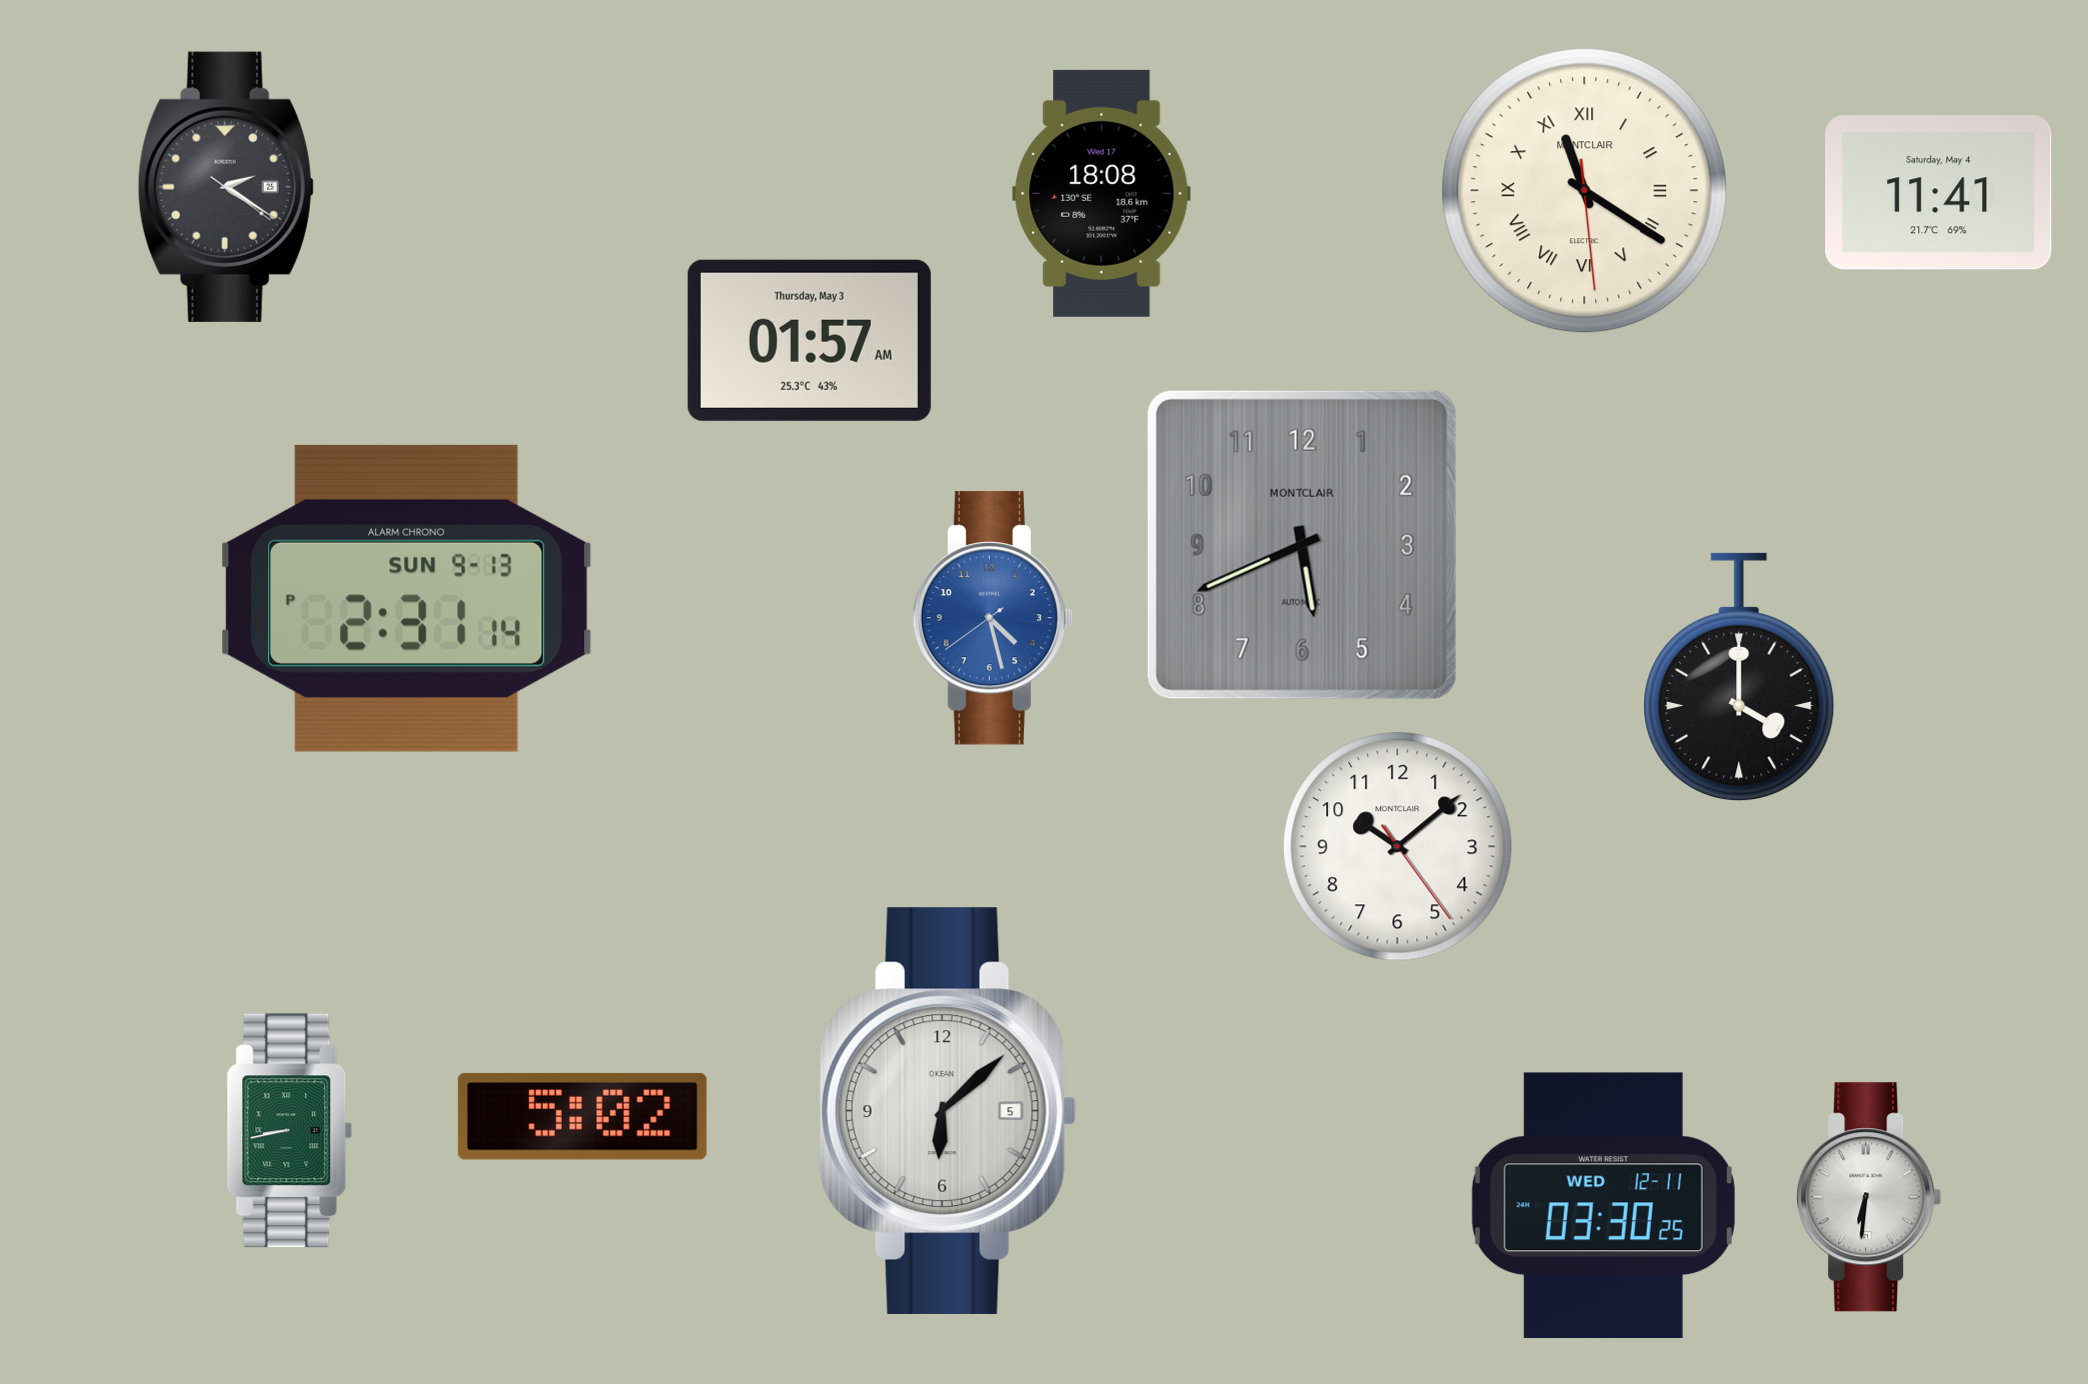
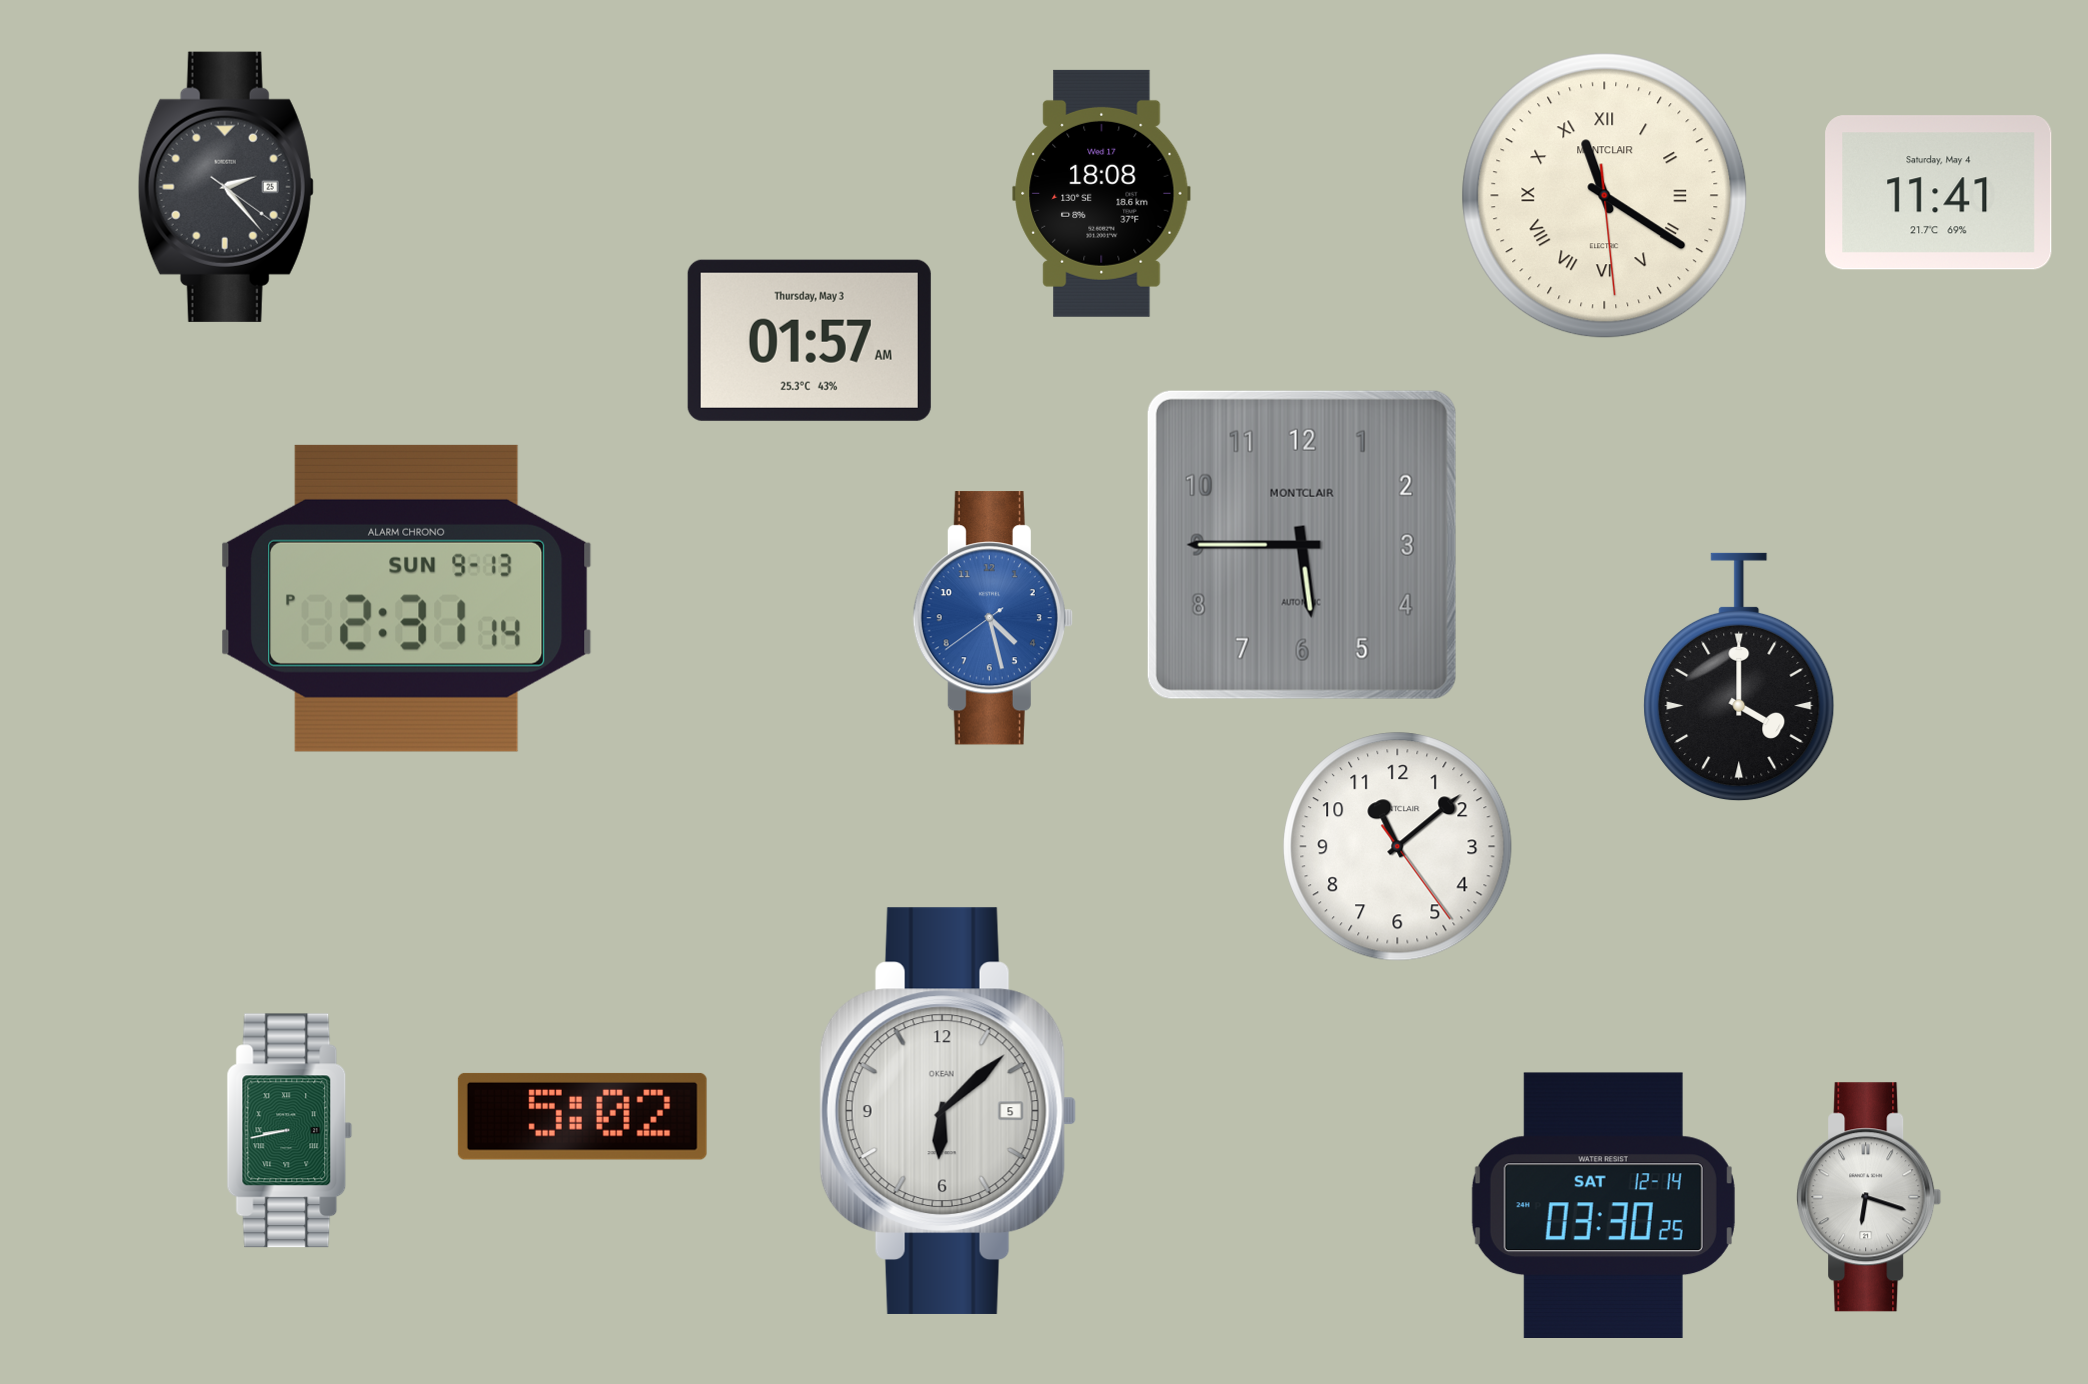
clock at (226, 187): 2:20 -> 2:23
clock at (1585, 191) position: (1585, 191) -> (1605, 196)
clock at (1302, 545): 5:41 -> 5:45
clock at (1398, 847): 10:08 -> 11:08
clock at (1869, 1197): 6:31 -> 6:18
clock at (1603, 1205) date: WED 12-11 -> SAT 12-14
